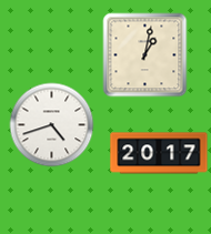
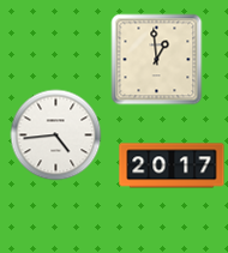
clock at (145, 55): 1:02 -> 12:59
clock at (52, 125): 4:42 -> 4:44
